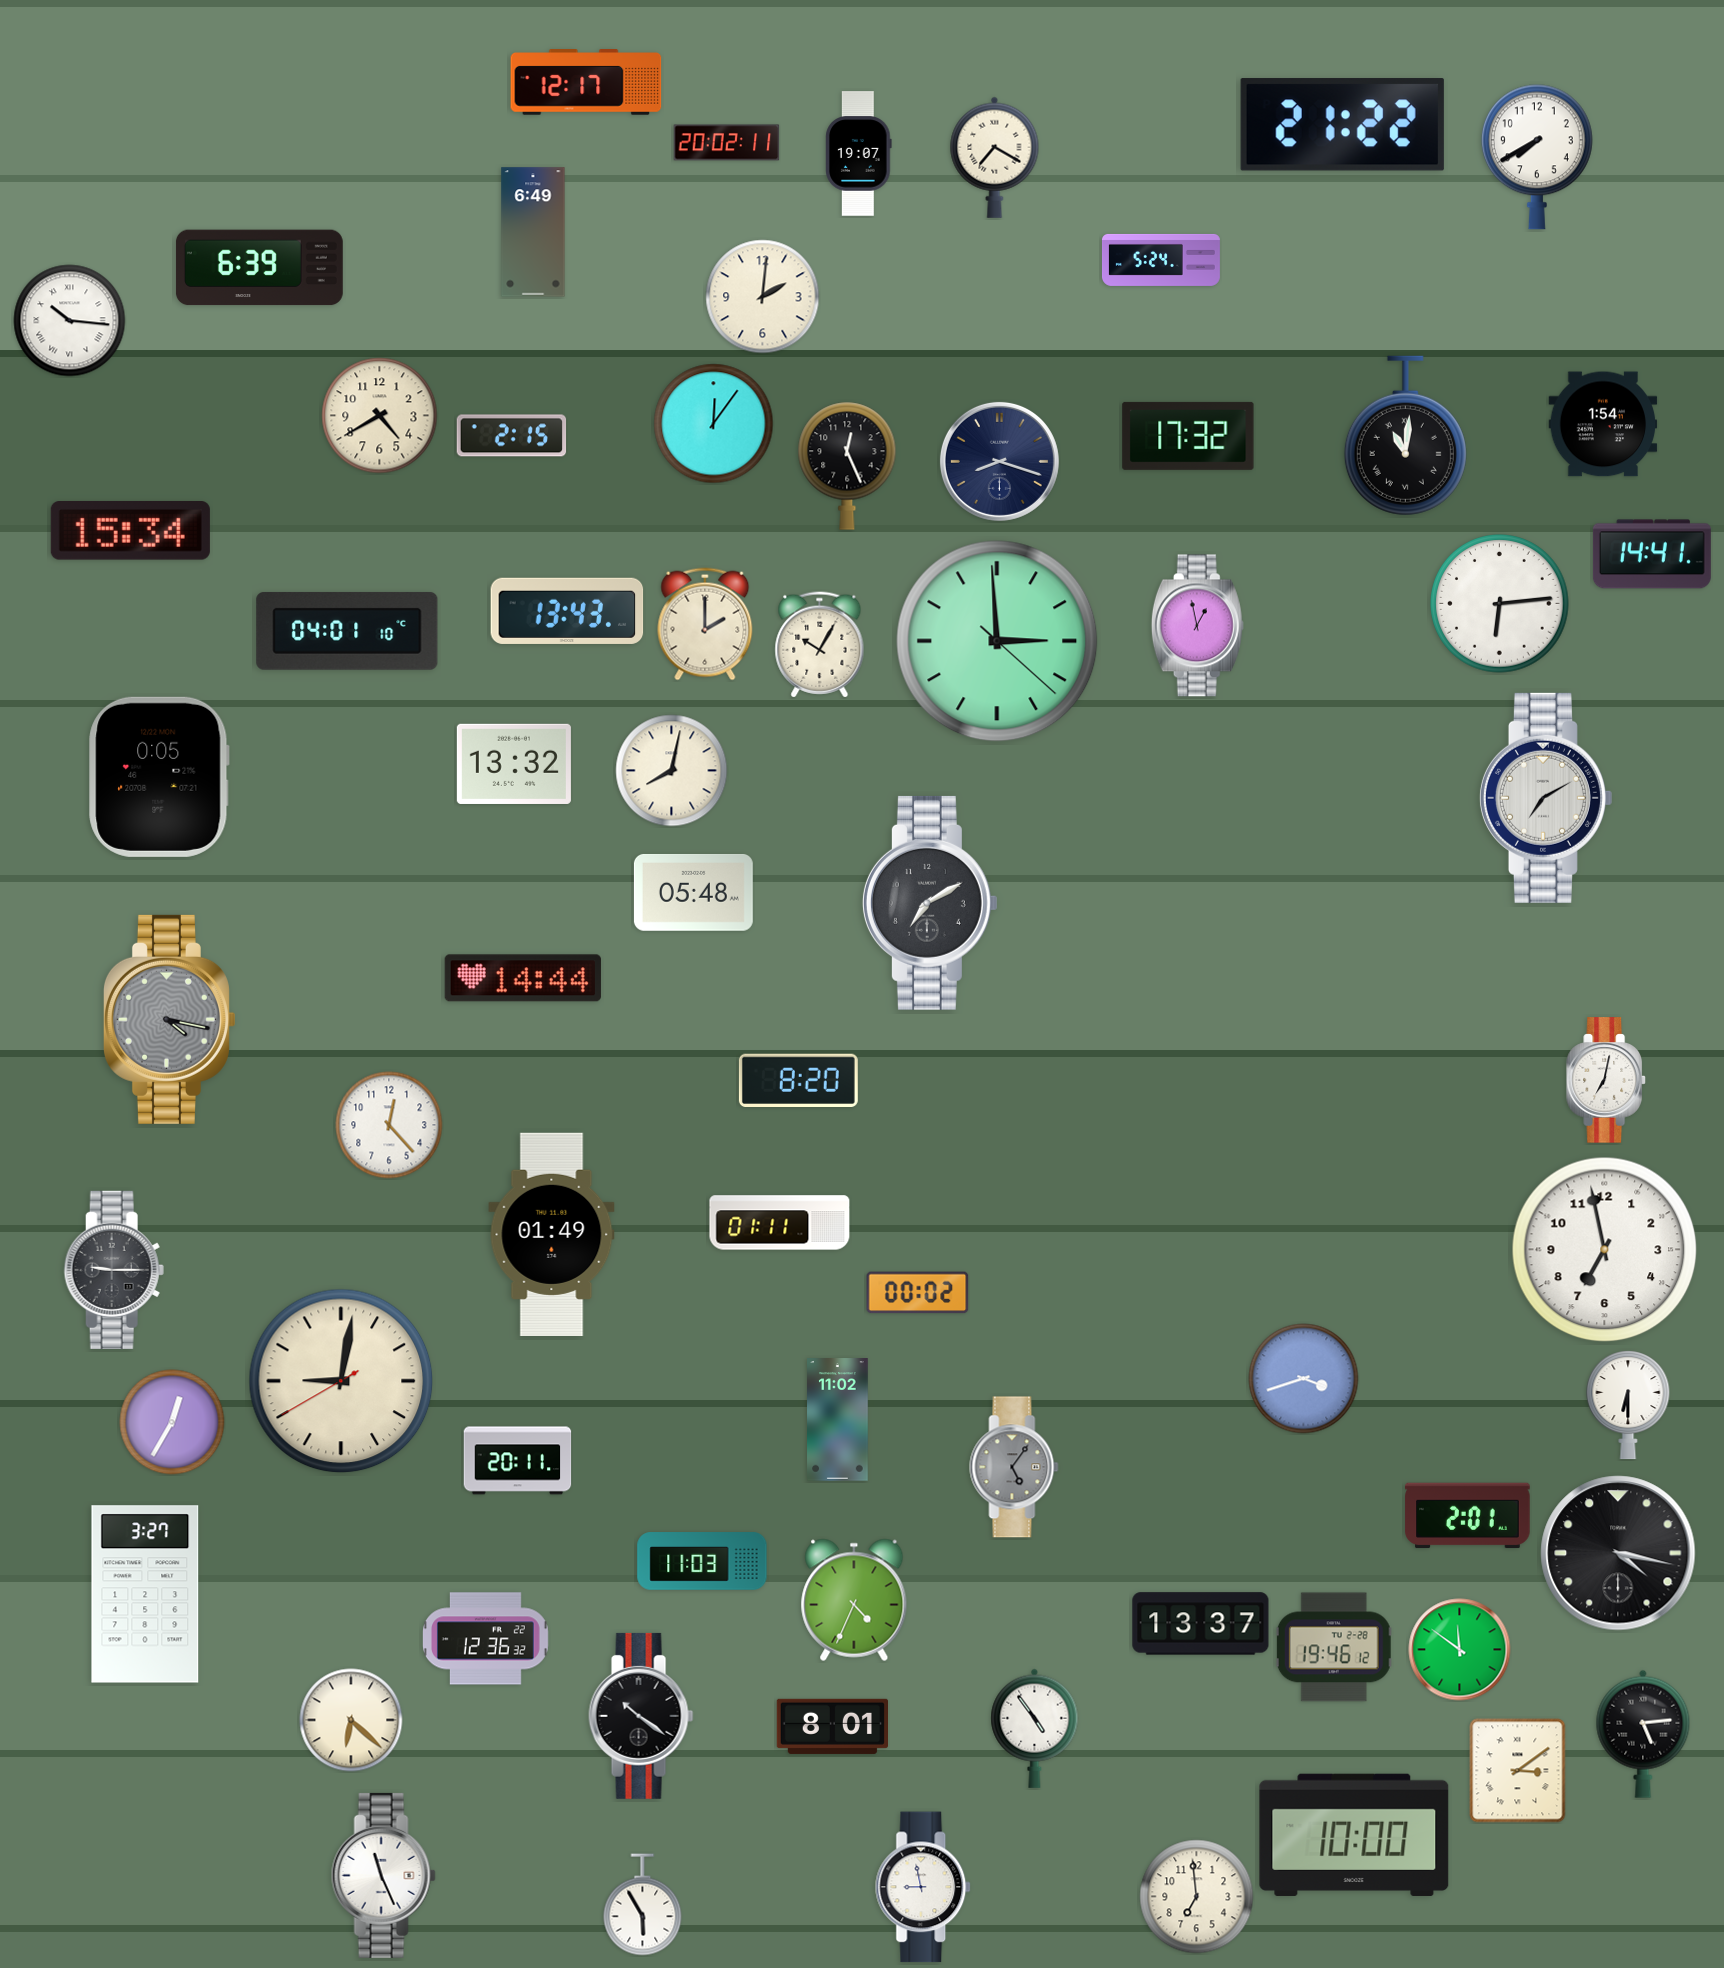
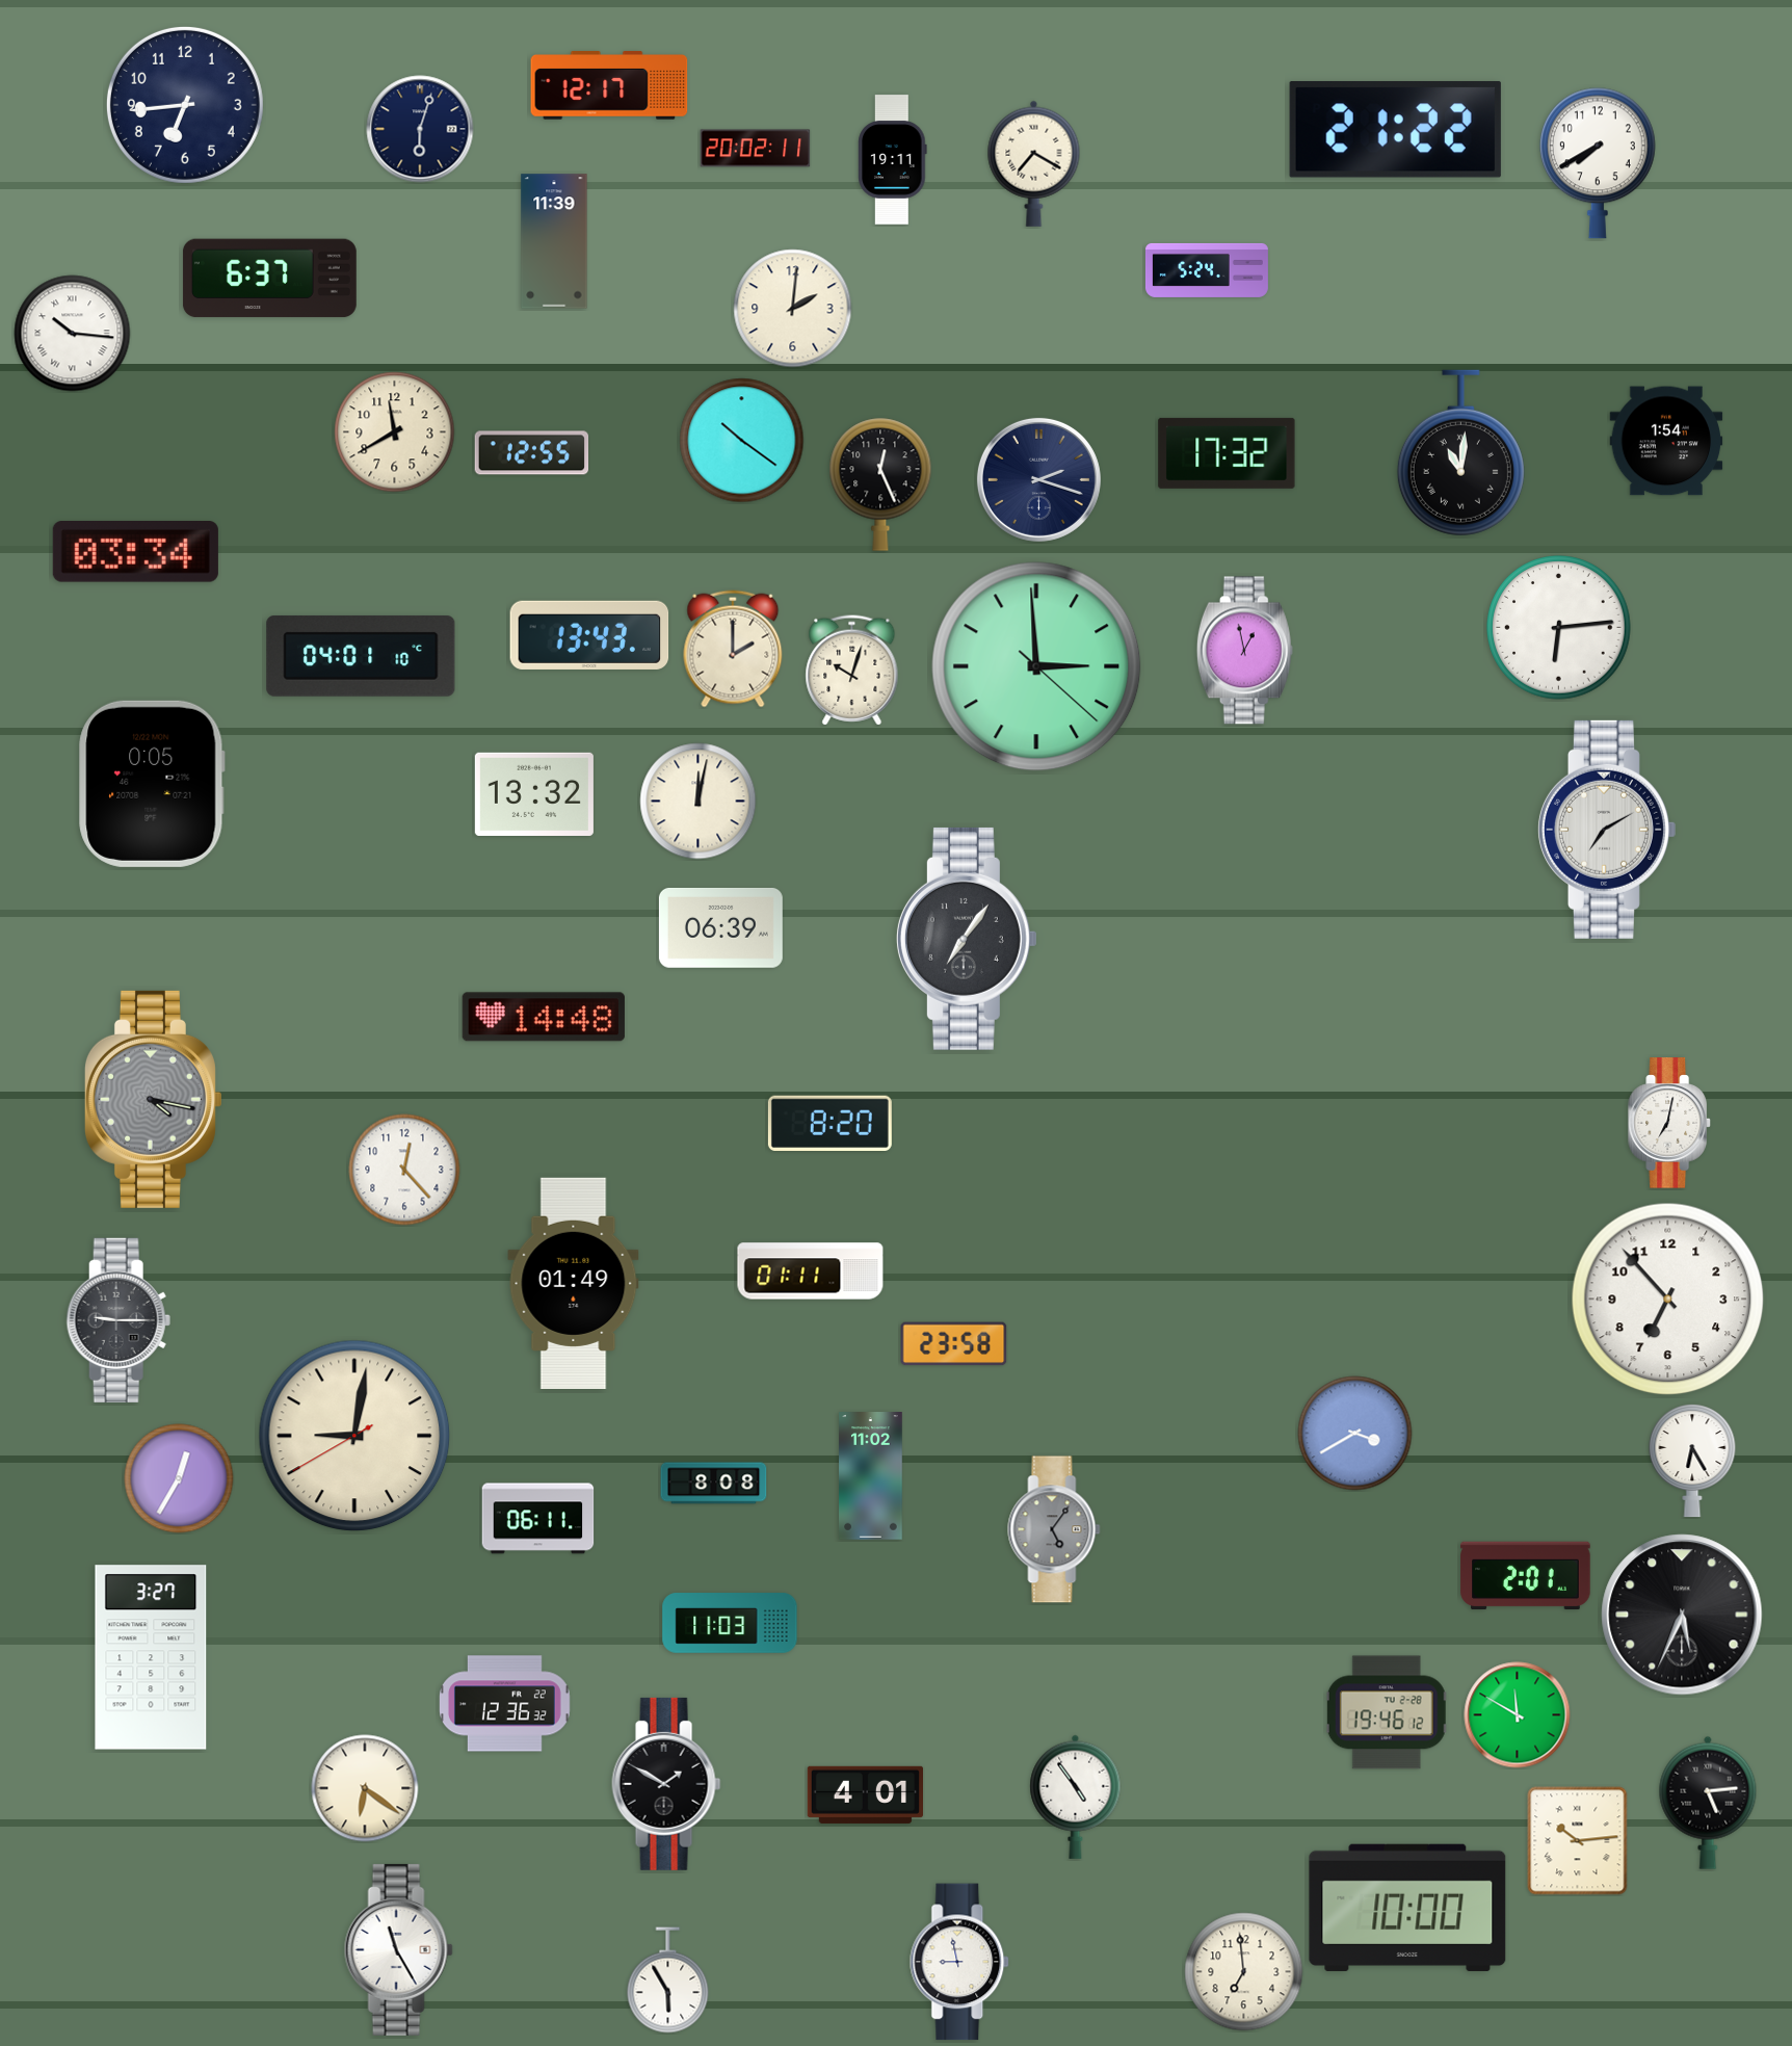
clock at (185, 105): none -> 6:44
clock at (420, 129): none -> 6:03
clock at (859, 154): 19:07 -> 19:11
clock at (533, 232): 6:49 -> 11:39
clock at (259, 268): 6:39 -> 6:37
clock at (380, 416): 4:40 -> 11:40
clock at (714, 424): 12:06 -> 10:21
clock at (512, 436): 2:15 -> 12:55
clock at (1188, 436) position: (1188, 436) -> (1227, 453)
clock at (999, 461): 8:18 -> 2:18
clock at (130, 531): 15:34 -> 03:34
clock at (1652, 554): 14:41 -> none
clock at (820, 645): 10:05 -> 10:03
clock at (672, 771): 8:02 -> 12:02
clock at (159, 777) position: (159, 777) -> (152, 784)
clock at (693, 892): 05:48 -> 06:39
clock at (930, 903): 7:10 -> 7:06
clock at (523, 978): 14:44 -> 14:48
clock at (169, 1019) position: (169, 1019) -> (153, 1099)
clock at (1605, 1250): 6:58 -> 6:53
clock at (918, 1293): 00:02 -> 23:58
clock at (1304, 1379): 3:42 -> 3:40
clock at (1628, 1405): 6:30 -> 6:25
clock at (714, 1484): none -> 8:08
clock at (518, 1461): 20:11 -> 06:11
clock at (1014, 1467) position: (1014, 1467) -> (1054, 1529)
clock at (1618, 1553): 4:17 -> 5:34
clock at (854, 1600): 4:34 -> none
clock at (1201, 1624): 13:37 -> none
clock at (1460, 1650): 11:51 -> 11:50
clock at (641, 1716): 10:21 -> 1:50
clock at (351, 1720): 6:22 -> 6:21
clock at (832, 1726): 8:01 -> 4:01
clock at (1518, 1771): 3:09 -> 10:14
clock at (383, 1875): 11:26 -> 11:25
